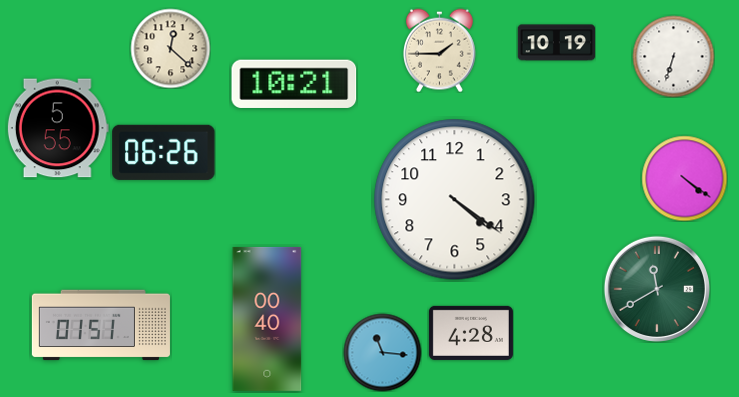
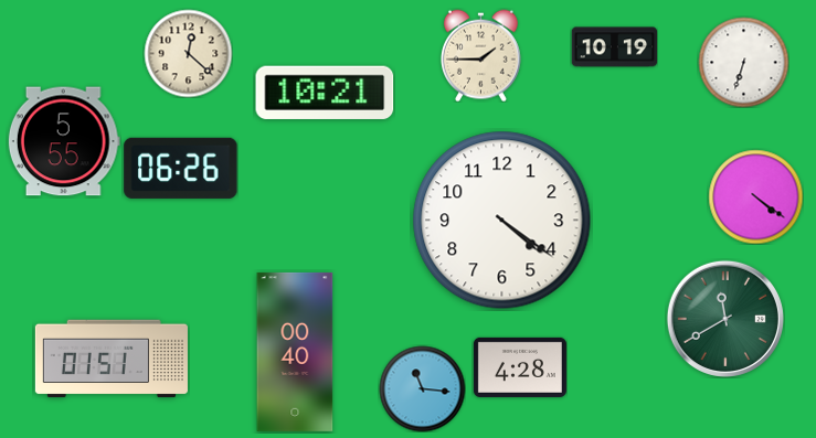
clock at (439, 50) position: (439, 50) -> (480, 55)
